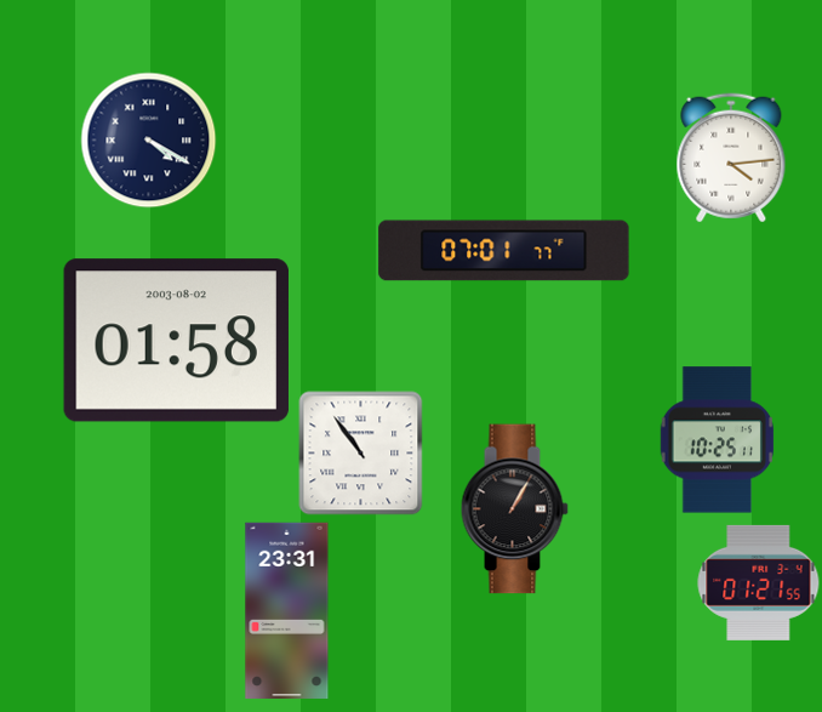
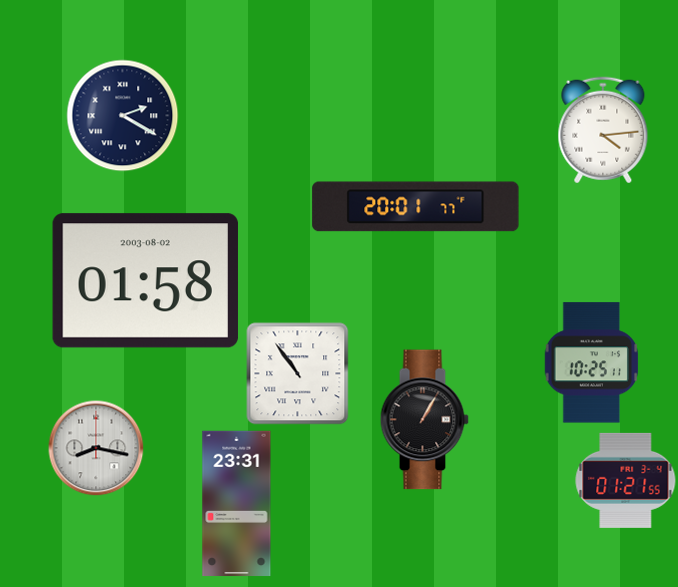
clock at (149, 141): 4:20 -> 2:20
clock at (504, 251): 07:01 -> 20:01
clock at (96, 448): none -> 8:17
